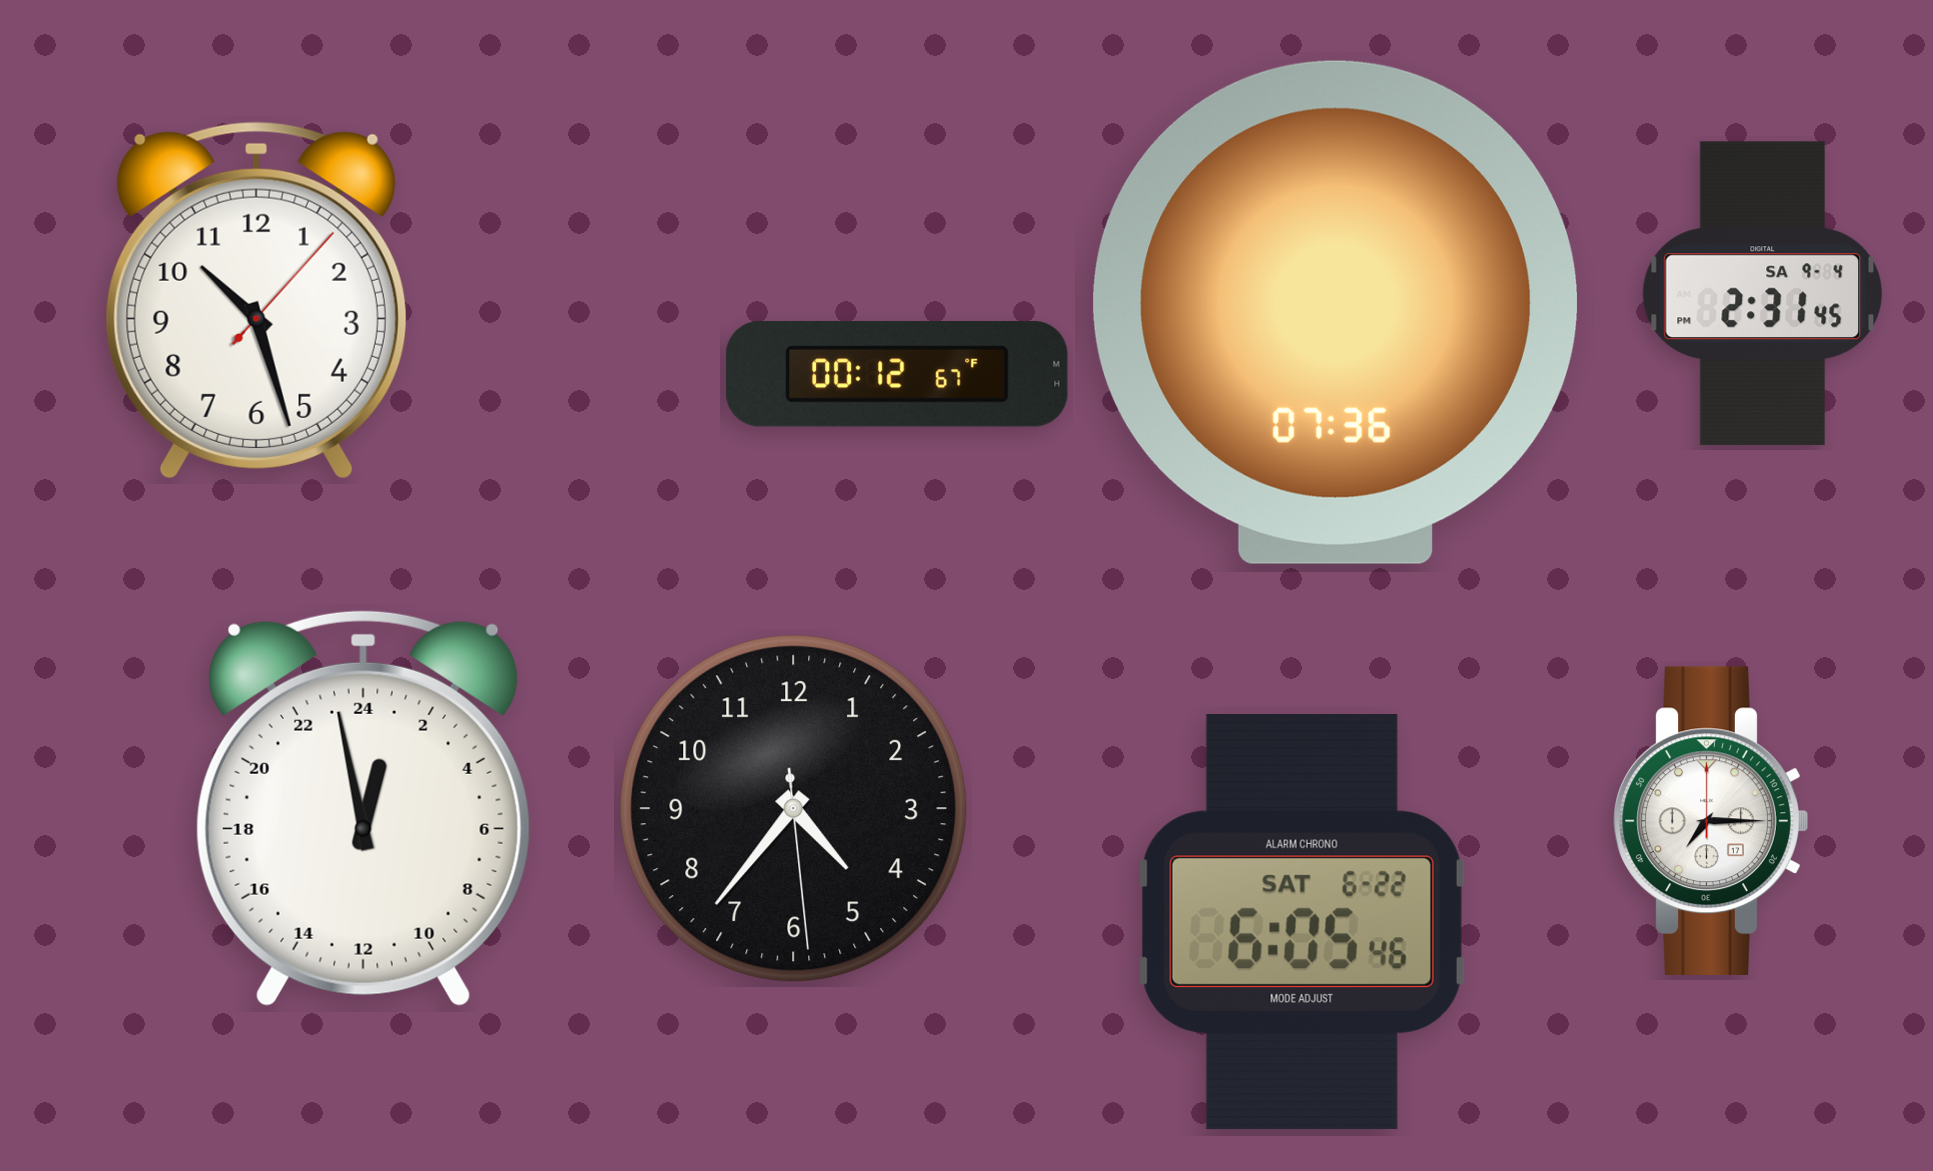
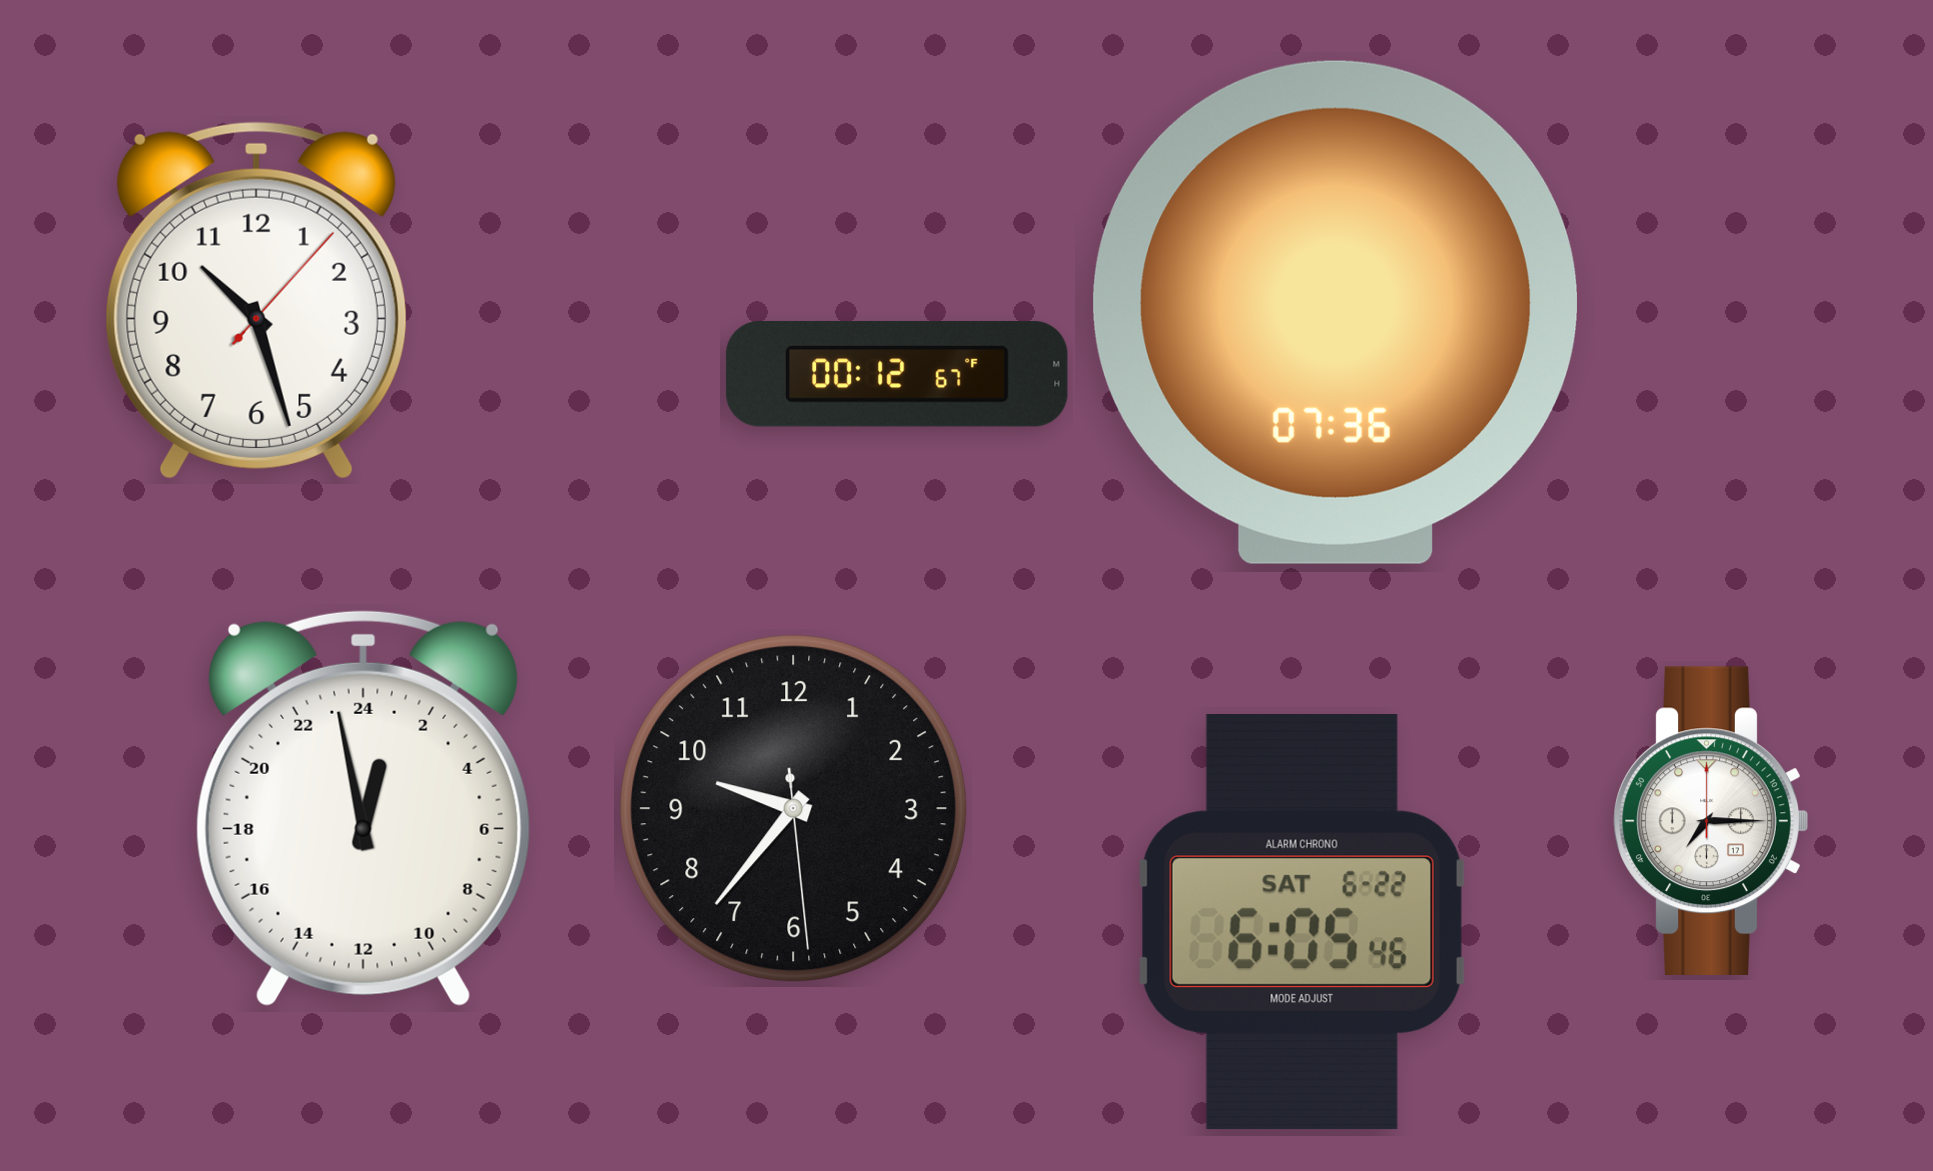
clock at (1762, 294): 2:31 -> none
clock at (794, 809): 4:36 -> 9:36
